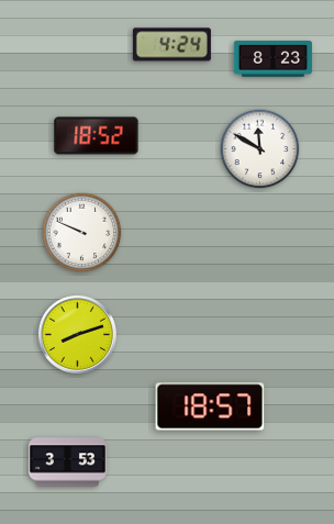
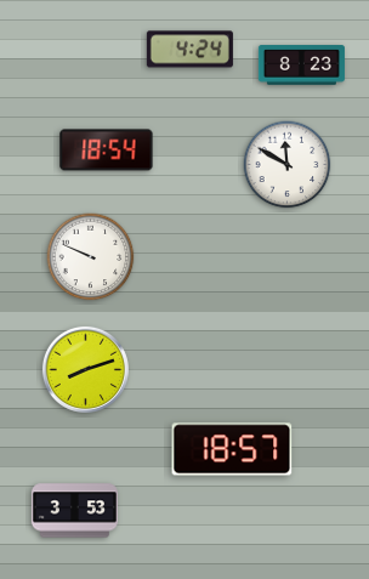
clock at (97, 136): 18:52 -> 18:54
